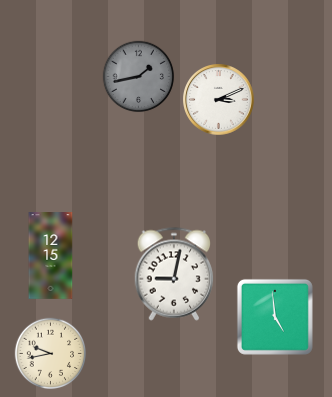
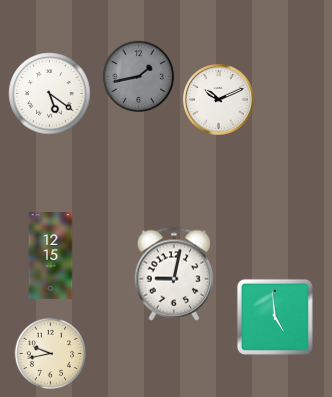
clock at (50, 94): none -> 5:21
clock at (219, 100): 3:11 -> 10:11
